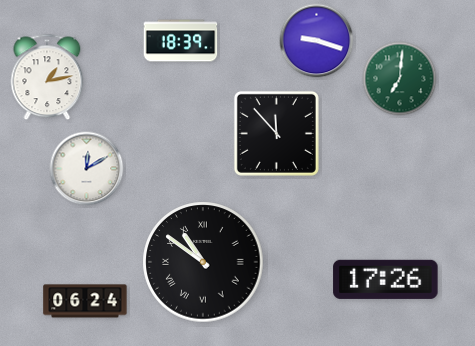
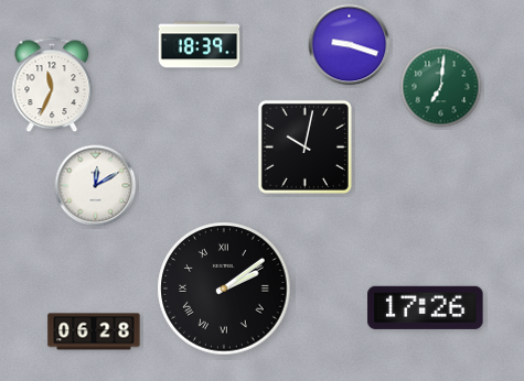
clock at (47, 77): 1:13 -> 11:34
clock at (276, 133): 11:53 -> 10:02
clock at (203, 262): 10:51 -> 2:09
clock at (85, 301): 06:24 -> 06:28
